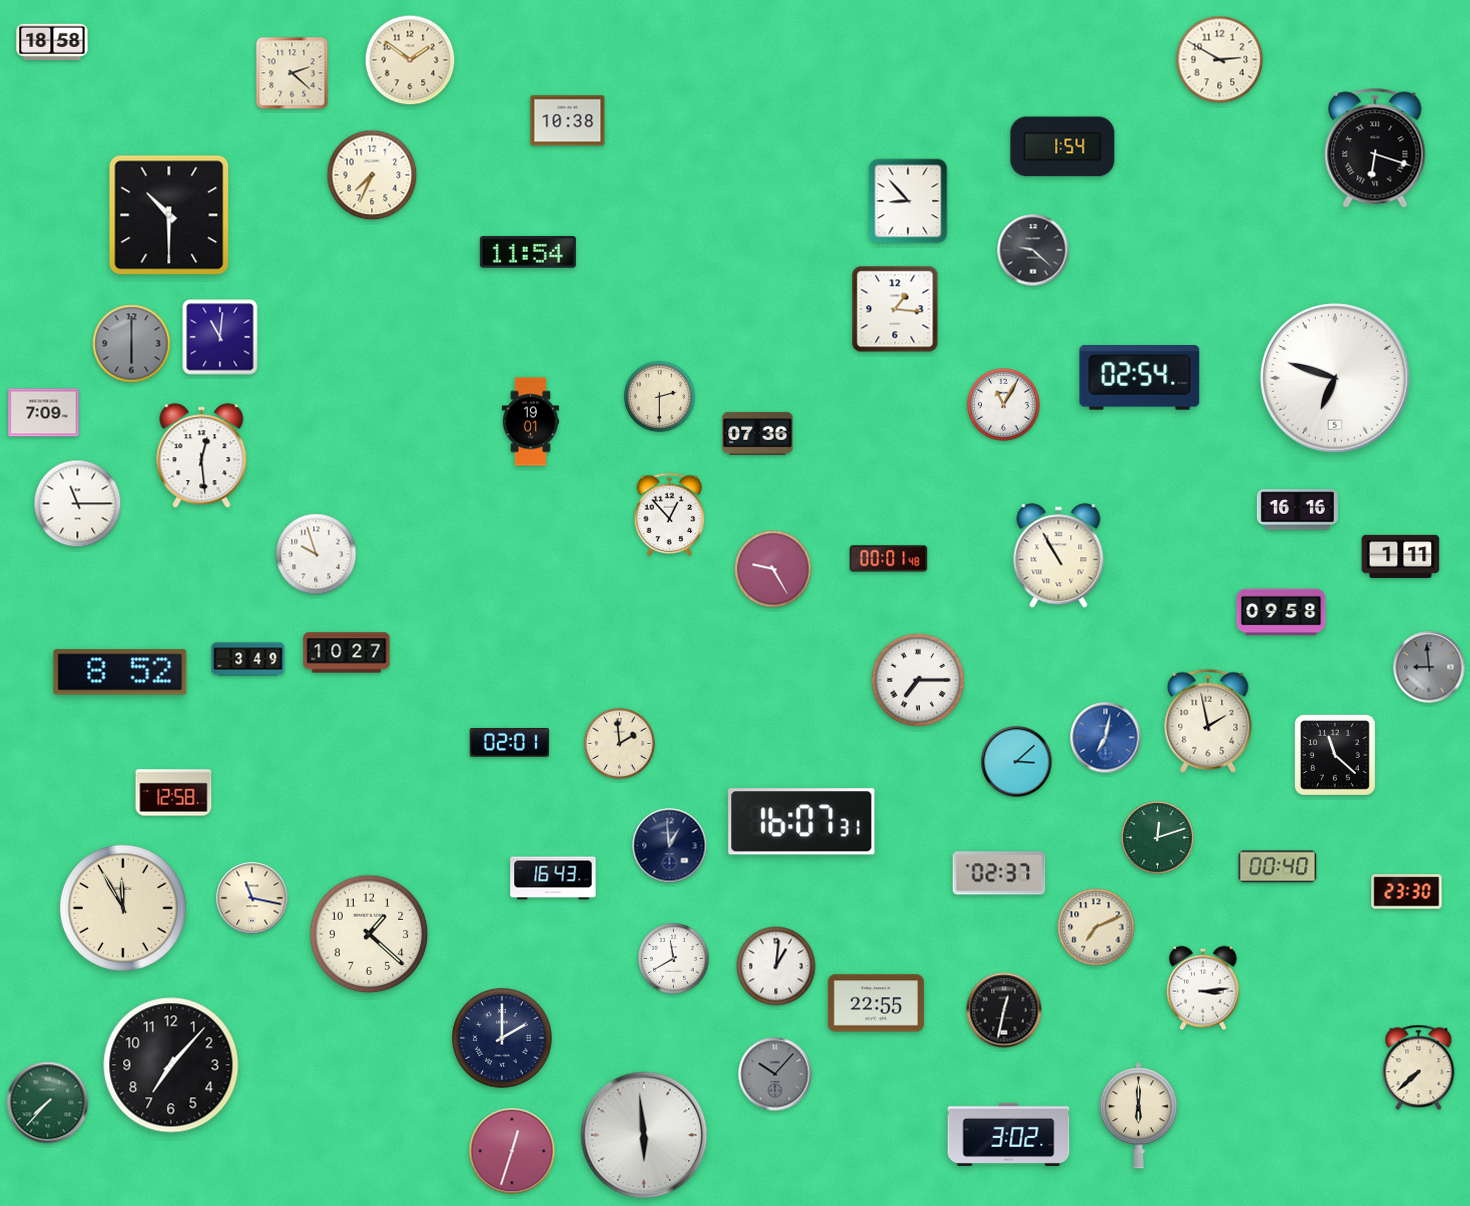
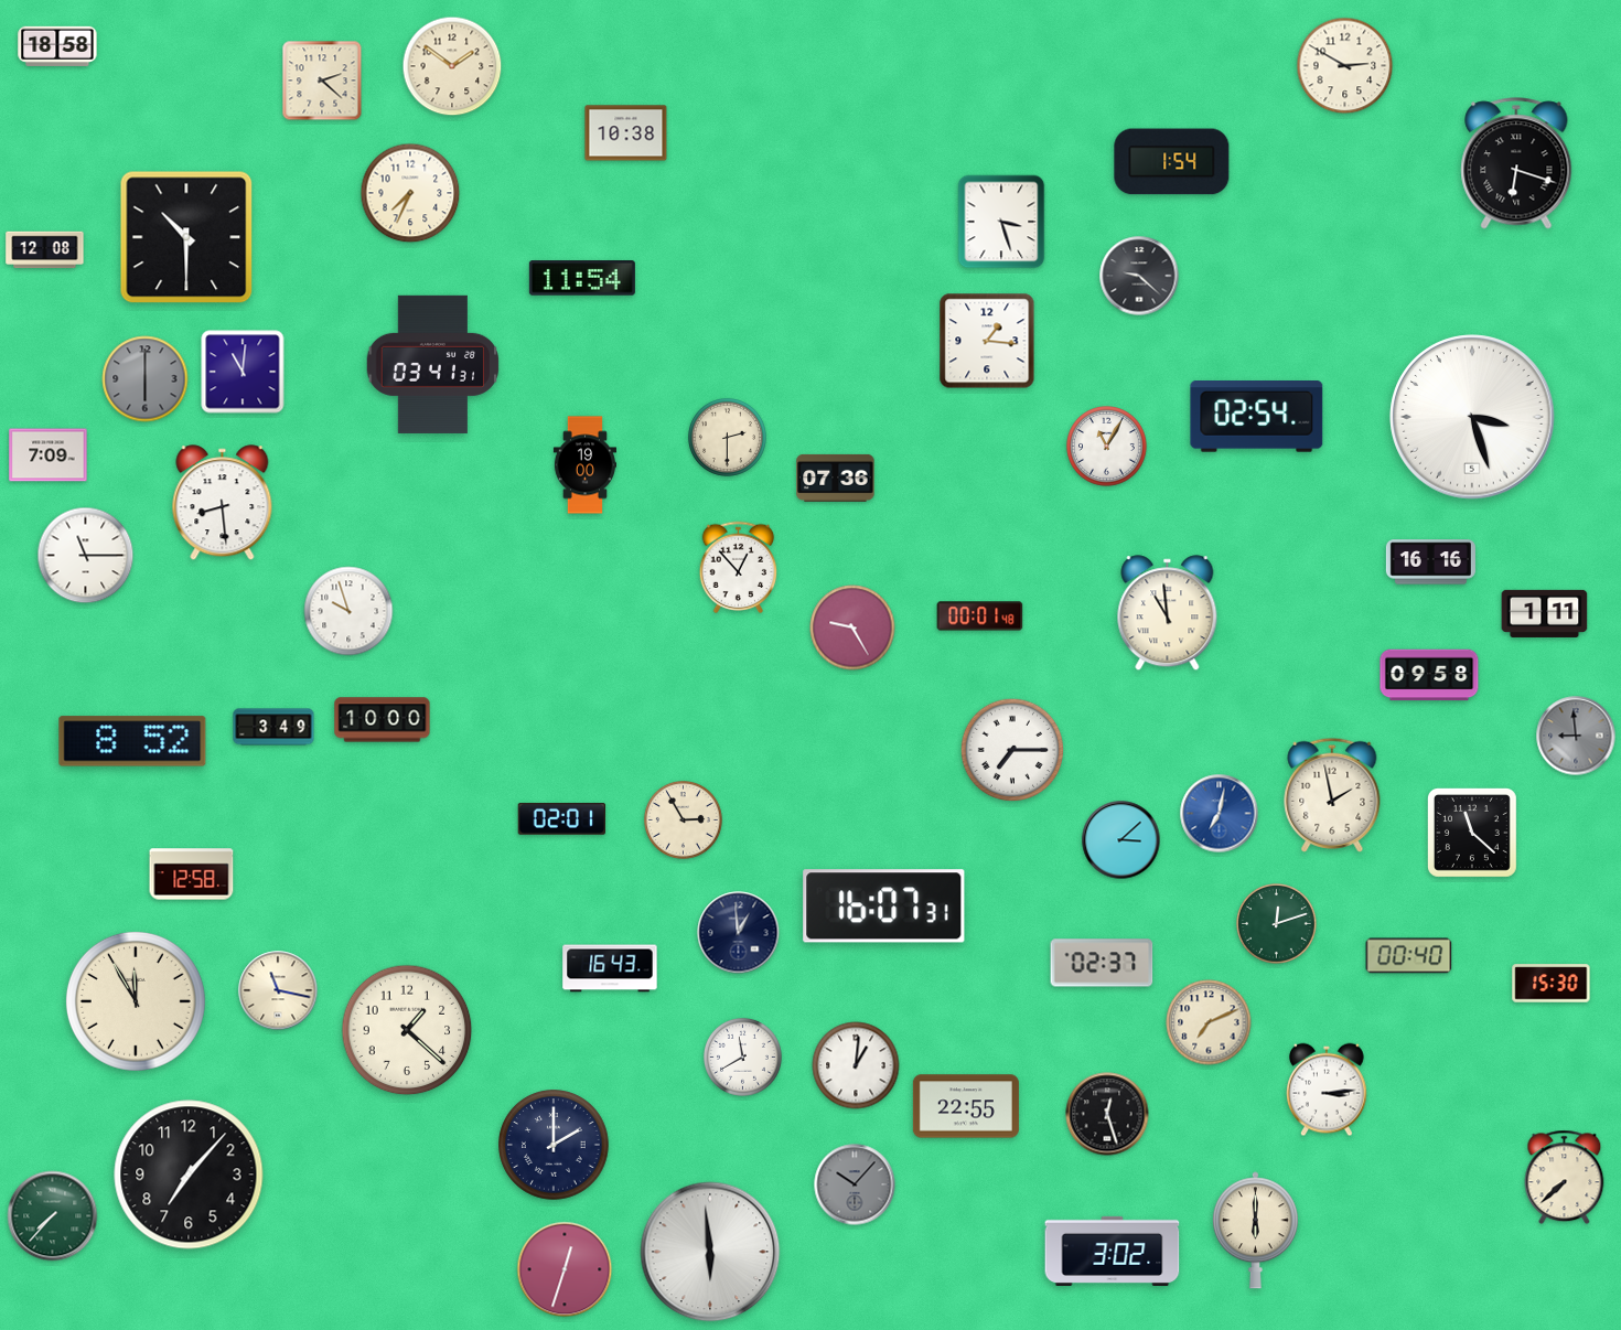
clock at (908, 201): 8:53 -> 3:27
clock at (45, 250): none -> 12:08
clock at (432, 364): none -> 03:41
clock at (1335, 378): 6:48 -> 3:27
clock at (530, 422): 19:01 -> 19:00
clock at (202, 456): 12:29 -> 8:29
clock at (1059, 556): 10:55 -> 10:59
clock at (1281, 612) position: (1281, 612) -> (1429, 675)
clock at (347, 653): 10:27 -> 10:00
clock at (620, 744): 1:59 -> 2:55
clock at (1407, 892): 23:30 -> 15:30
clock at (1004, 1010): 12:32 -> 12:27
